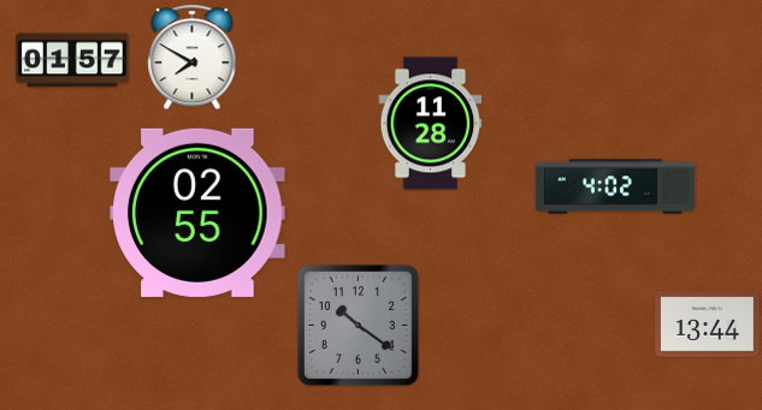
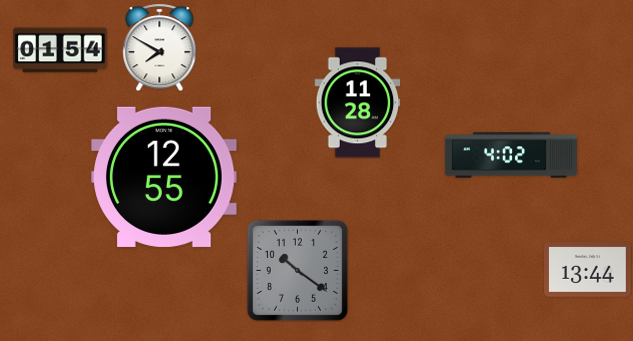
clock at (72, 60): 01:57 -> 01:54
clock at (197, 213): 02:55 -> 12:55
